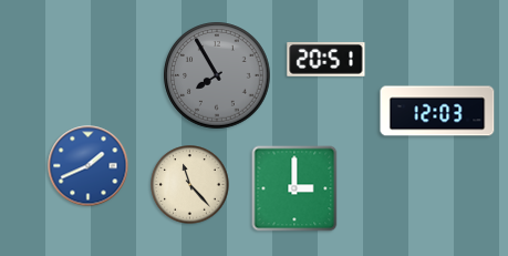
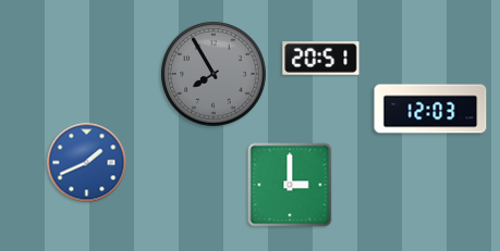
clock at (190, 185): 11:23 -> none
